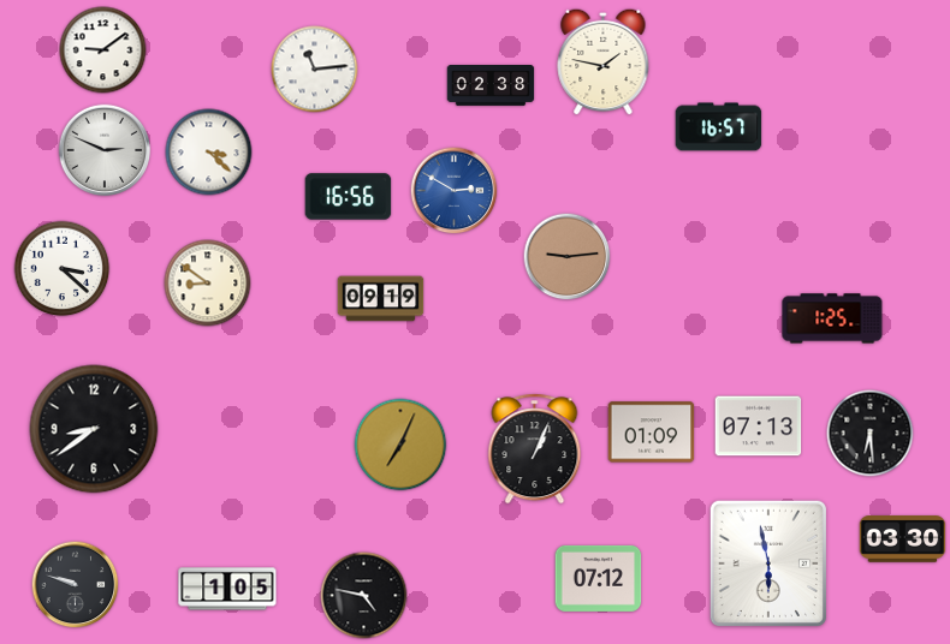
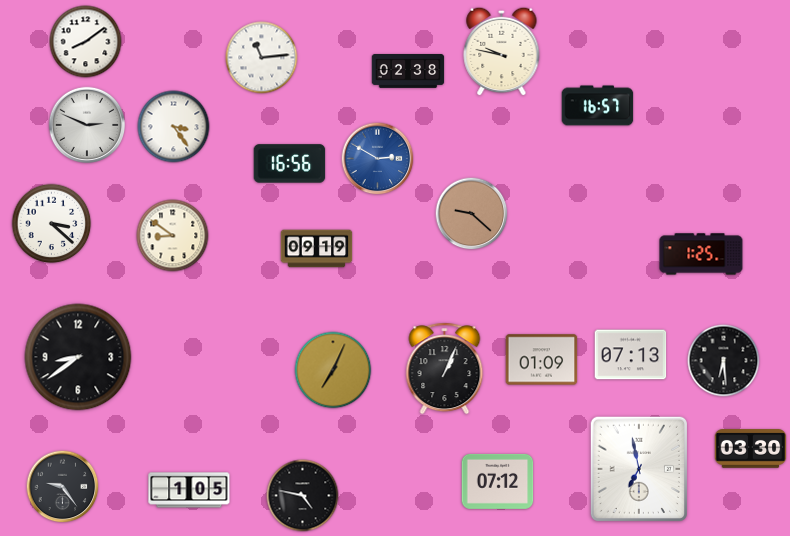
clock at (103, 50): 9:09 -> 8:09
clock at (604, 61): 1:47 -> 9:47
clock at (209, 153): 3:22 -> 3:24
clock at (568, 257): 9:14 -> 9:22
clock at (832, 318) position: (832, 318) -> (701, 254)
clock at (535, 449) position: (535, 449) -> (445, 369)
clock at (768, 562): 5:58 -> 6:58
clock at (76, 585): 9:48 -> 9:24
